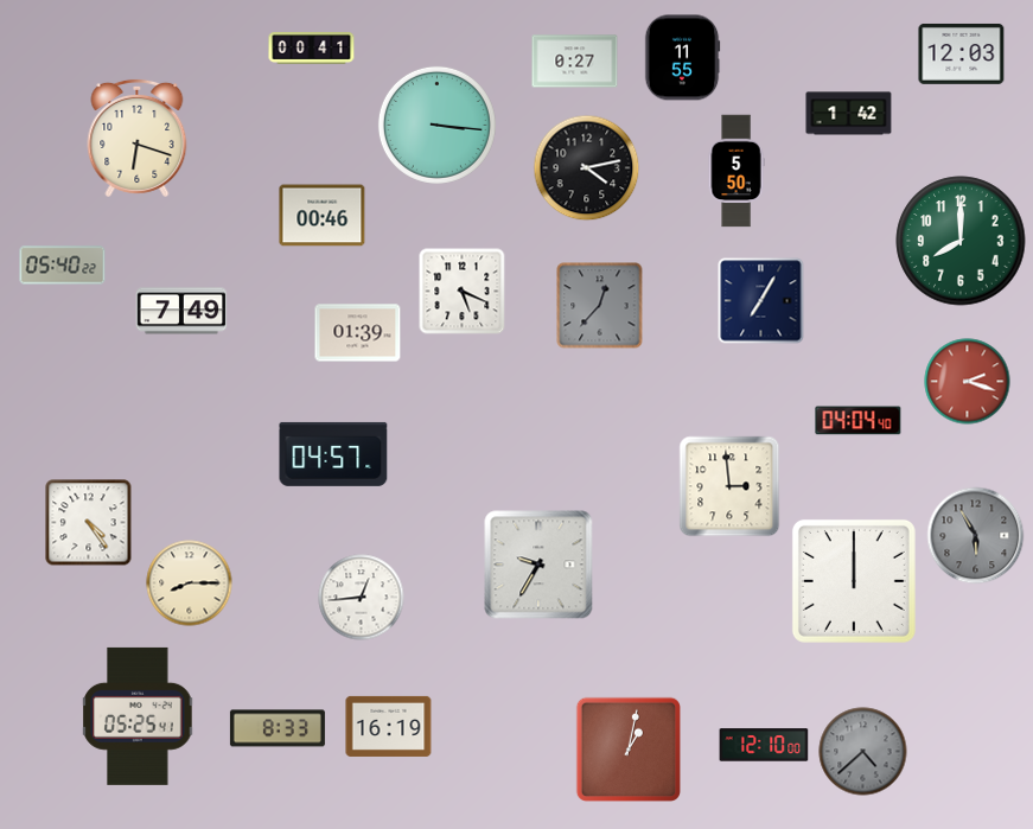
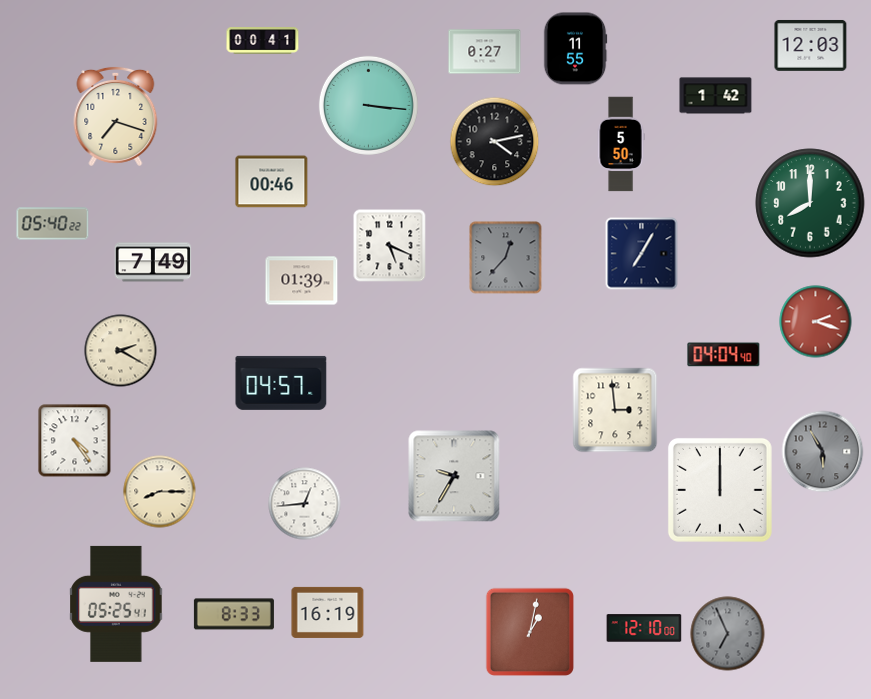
clock at (138, 138): 6:18 -> 7:18
clock at (121, 351): none -> 2:20
clock at (863, 752): 4:38 -> 6:56
